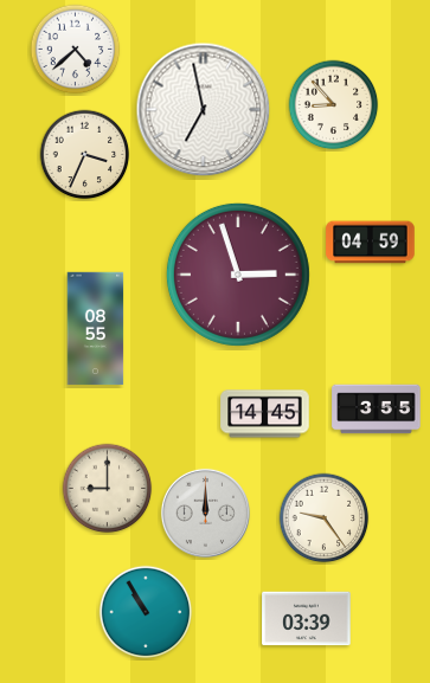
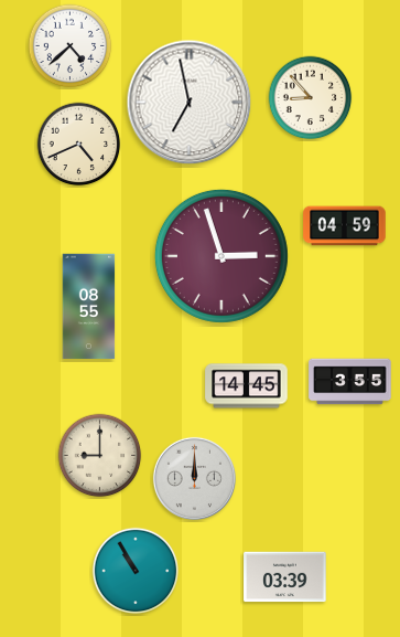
clock at (85, 155): 3:34 -> 4:41
clock at (205, 513) position: (205, 513) -> (194, 478)
clock at (325, 518): 9:24 -> none
